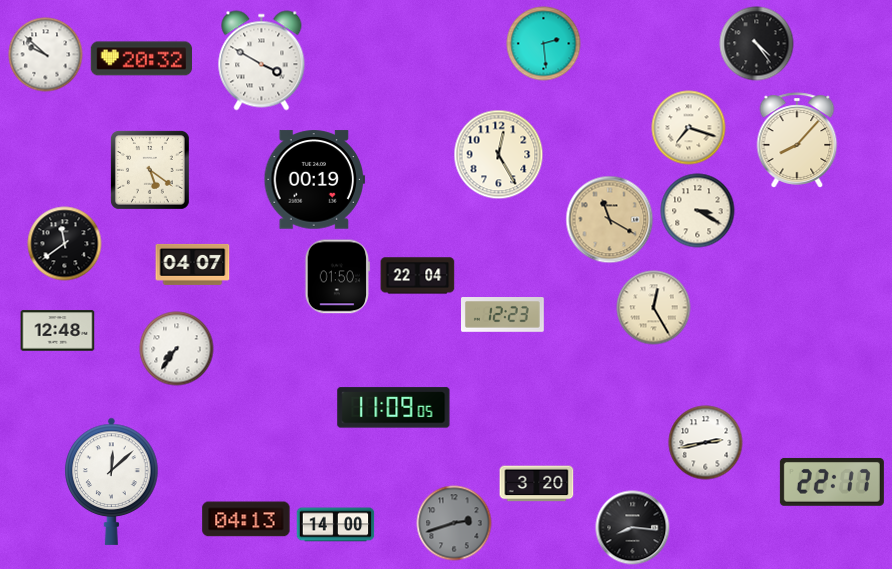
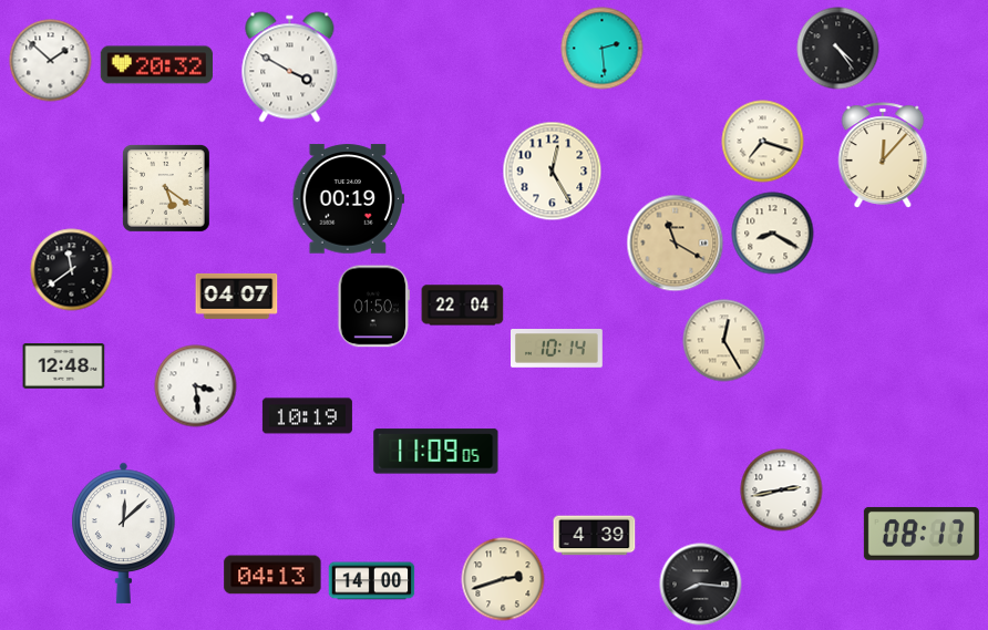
clock at (46, 55): 9:52 -> 1:52
clock at (797, 140): 8:07 -> 12:07
clock at (698, 211): 3:20 -> 8:20
clock at (193, 264) position: (193, 264) -> (237, 296)
clock at (503, 315): 12:23 -> 10:14
clock at (177, 349): 7:36 -> 3:29
clock at (307, 416): none -> 10:19
clock at (832, 482): 22:17 -> 08:17
clock at (537, 484): 3:20 -> 4:39
clock at (454, 523) dial: grey -> cream
